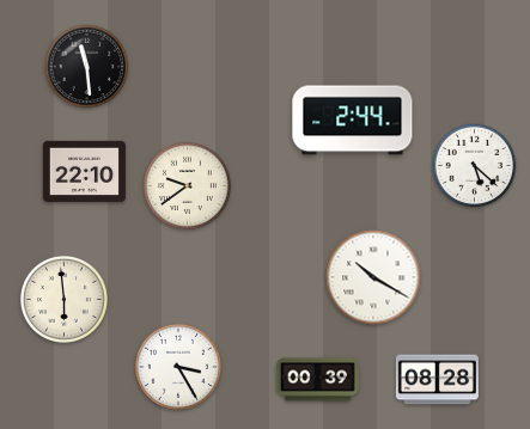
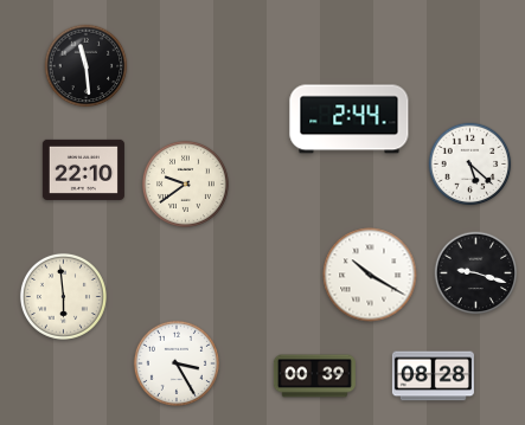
clock at (476, 273): none -> 9:18
